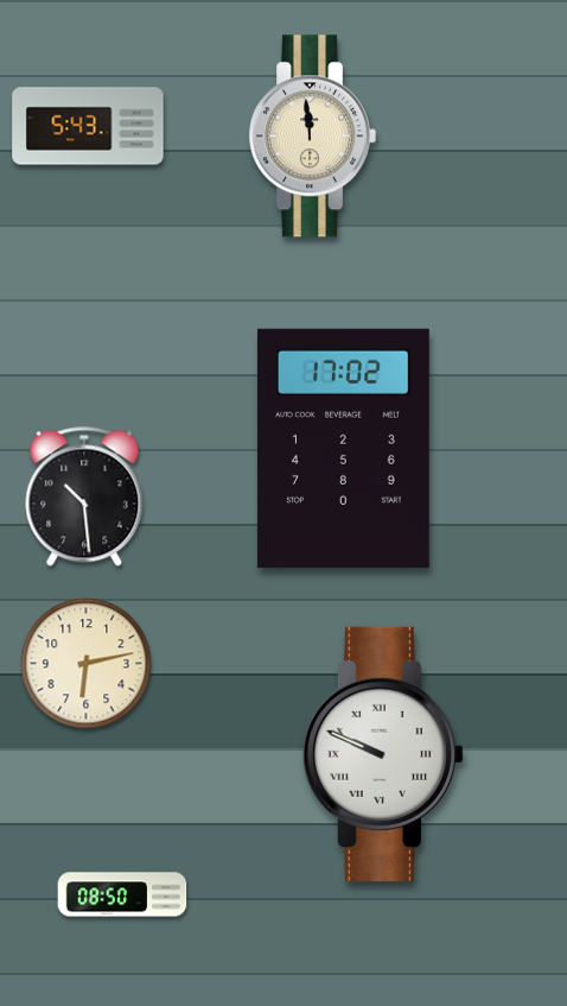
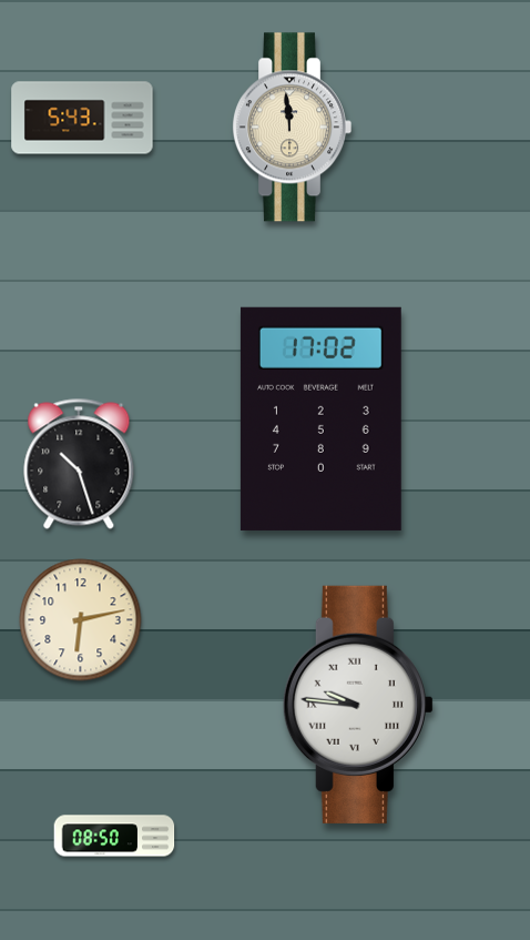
clock at (84, 496): 10:29 -> 10:27
clock at (383, 754): 9:49 -> 9:46
